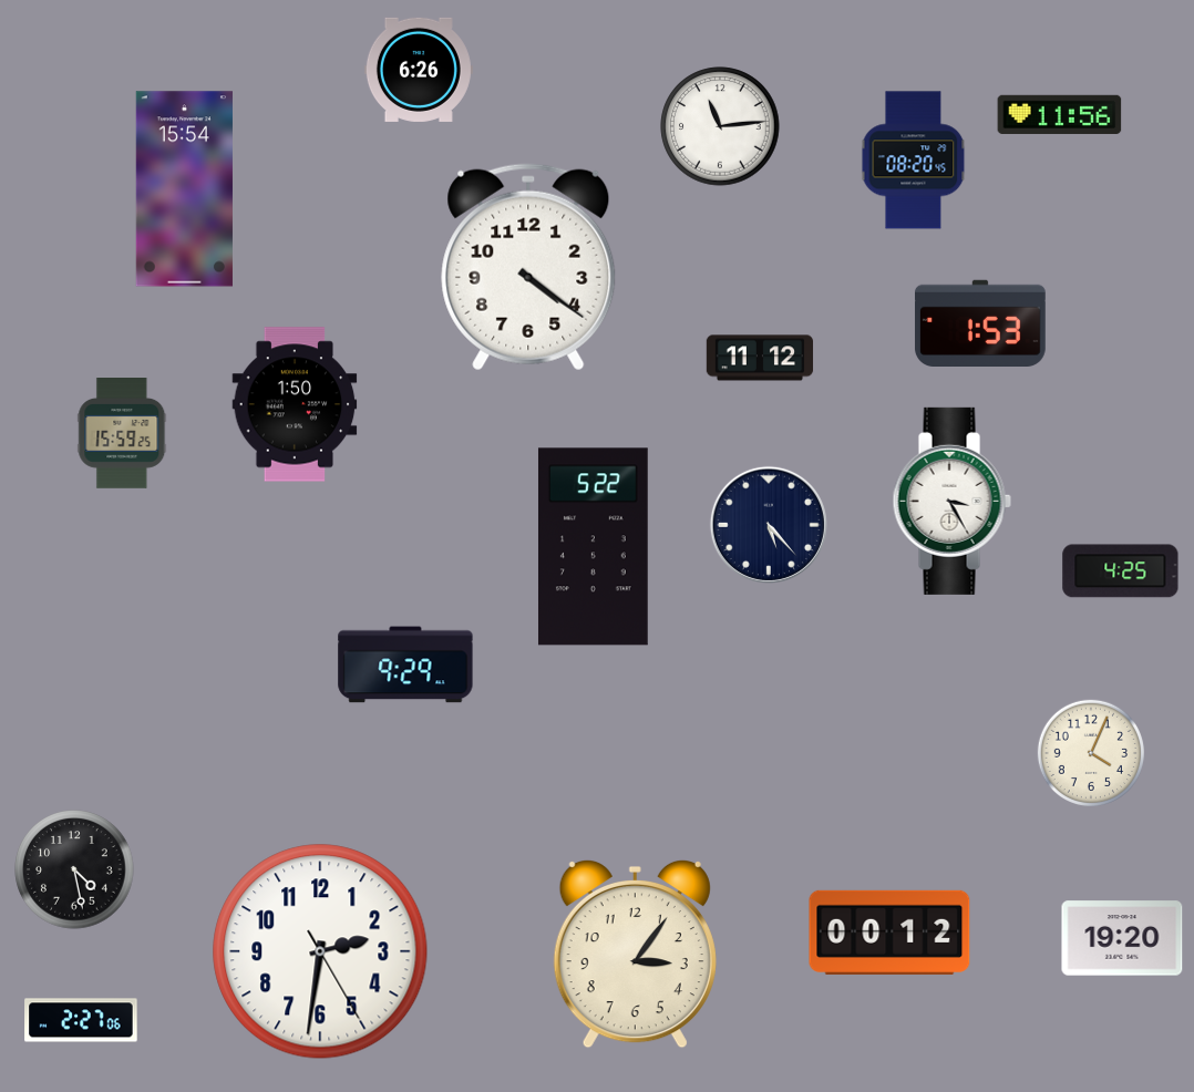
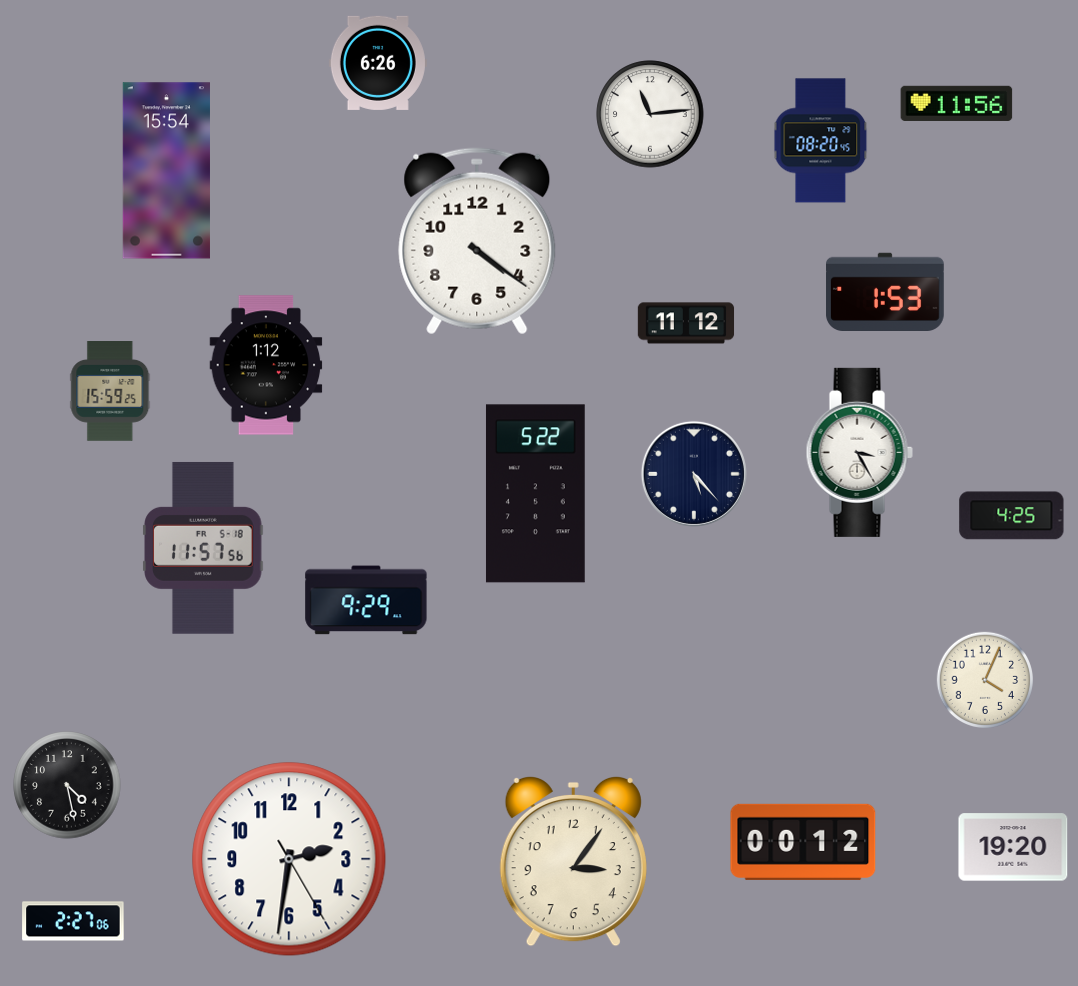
clock at (914, 161) position: (914, 161) -> (821, 141)
clock at (295, 404): 1:50 -> 1:12
clock at (203, 548): none -> 11:57
